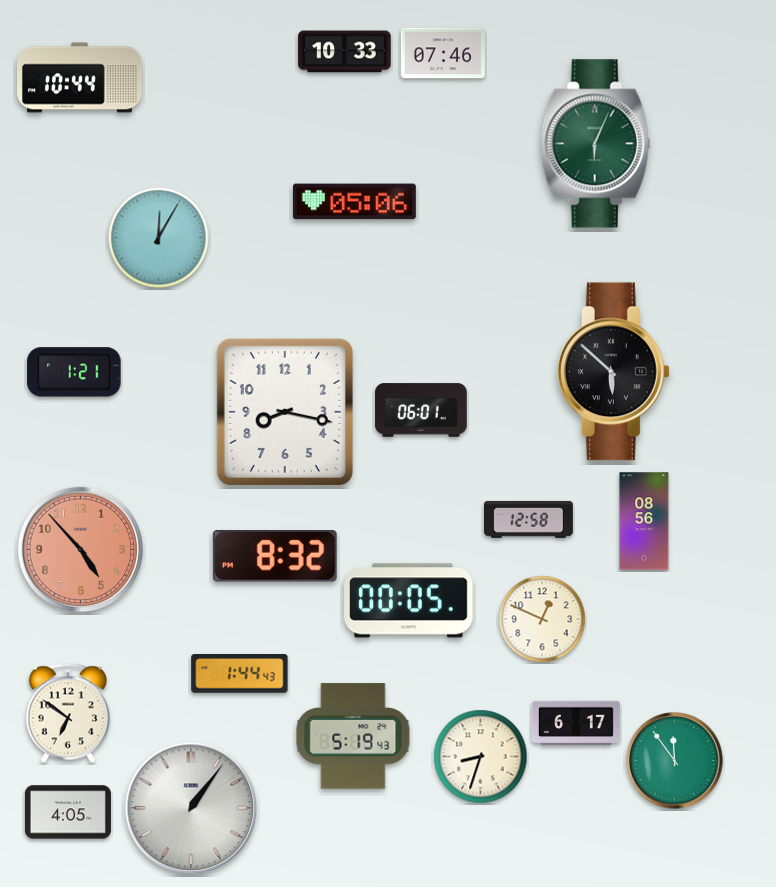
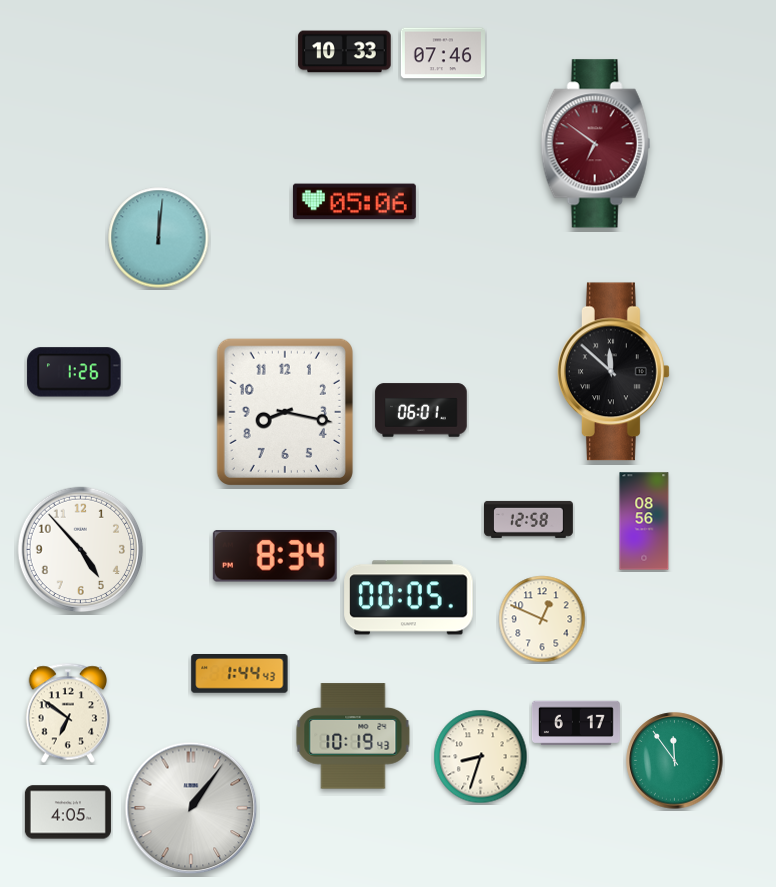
clock at (80, 78): 10:44 -> none
clock at (596, 144): 6:04 -> 6:51
clock at (596, 144) dial: green -> burgundy
clock at (159, 238): 12:05 -> 12:01
clock at (74, 372): 1:21 -> 1:26
clock at (614, 372): 5:52 -> 11:52
clock at (81, 550) dial: salmon -> white
clock at (275, 557): 8:32 -> 8:34
clock at (409, 601) position: (409, 601) -> (409, 598)
clock at (353, 736): 5:19 -> 10:19
